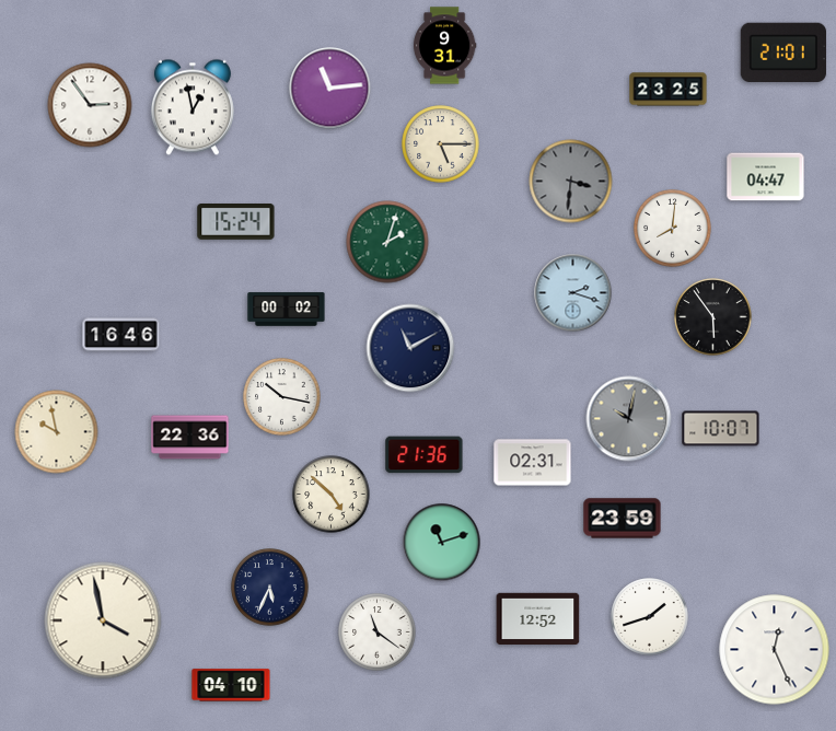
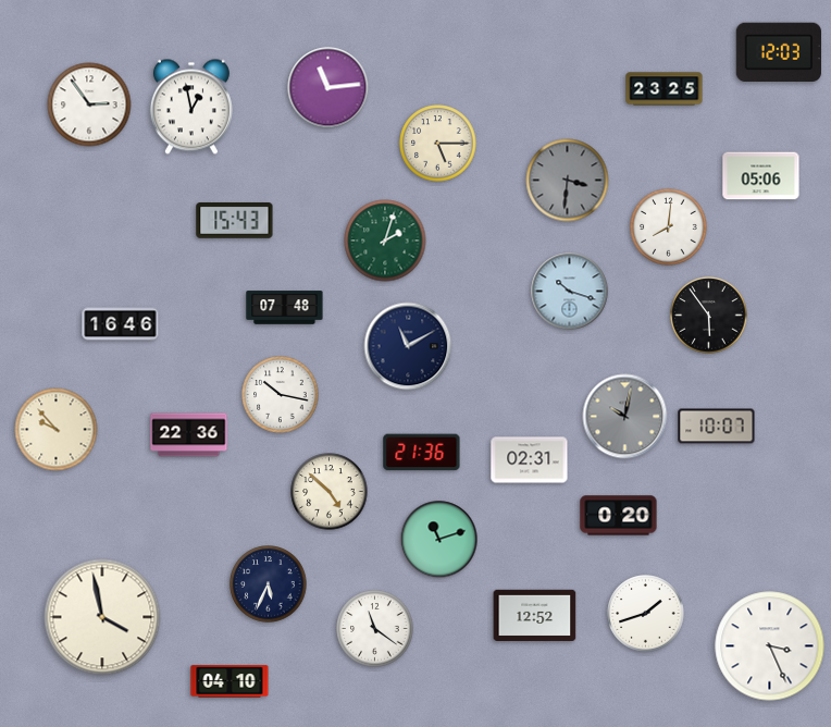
clock at (444, 46): 9:31 -> none
clock at (783, 53): 21:01 -> 12:03
clock at (766, 177): 04:47 -> 05:06
clock at (236, 222): 15:24 -> 15:43
clock at (573, 293): 2:18 -> 10:18
clock at (287, 310): 00:02 -> 07:48
clock at (121, 335) position: (121, 335) -> (121, 324)
clock at (57, 432): 9:58 -> 9:53
clock at (623, 519): 23:59 -> 0:20
clock at (775, 650): 12:26 -> 3:26
